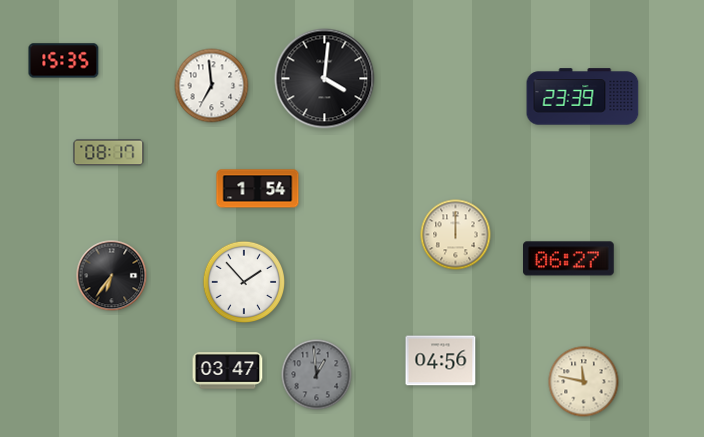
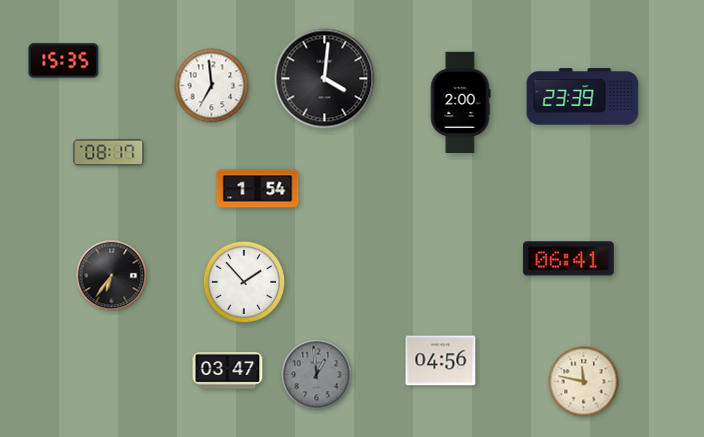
clock at (460, 102): none -> 2:00
clock at (456, 235): 12:00 -> none
clock at (569, 259): 06:27 -> 06:41
